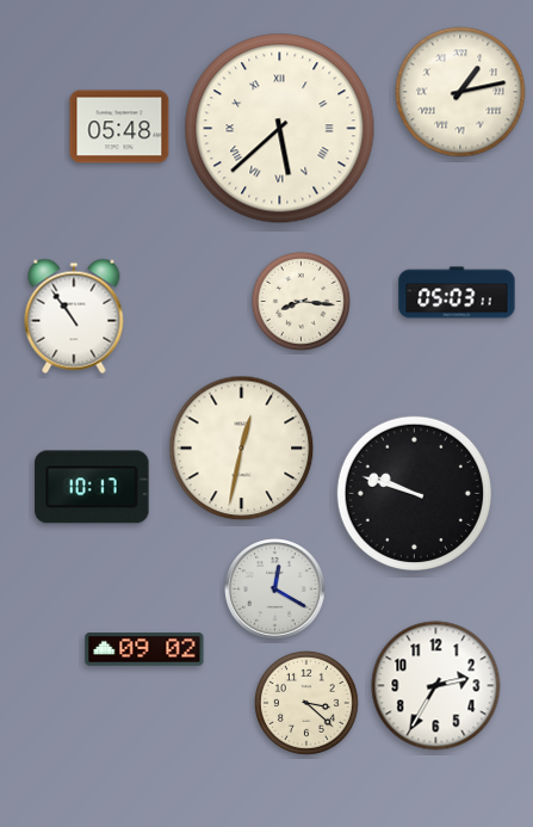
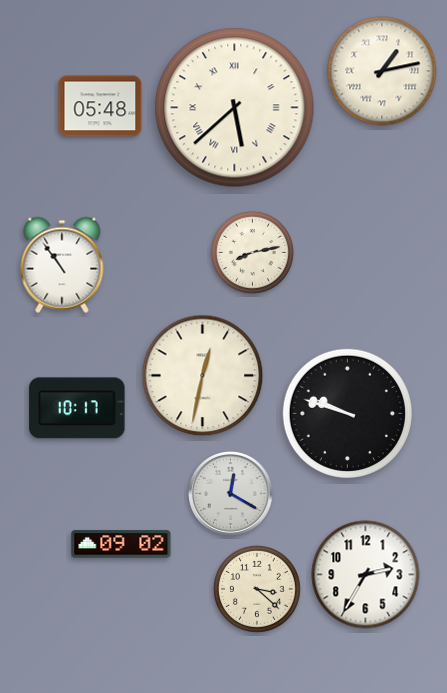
clock at (460, 92) position: (460, 92) -> (382, 71)
clock at (457, 292): 05:03 -> none
clock at (300, 301): 8:16 -> 8:13
